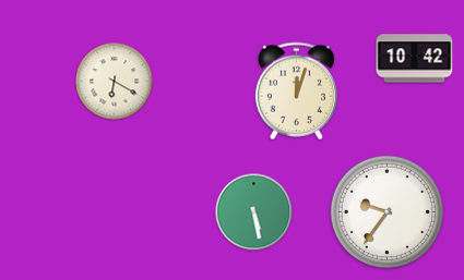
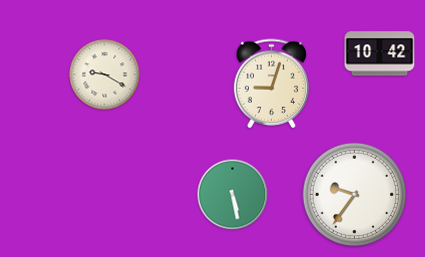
clock at (115, 82): 6:20 -> 9:20
clock at (296, 92): 12:03 -> 9:03
